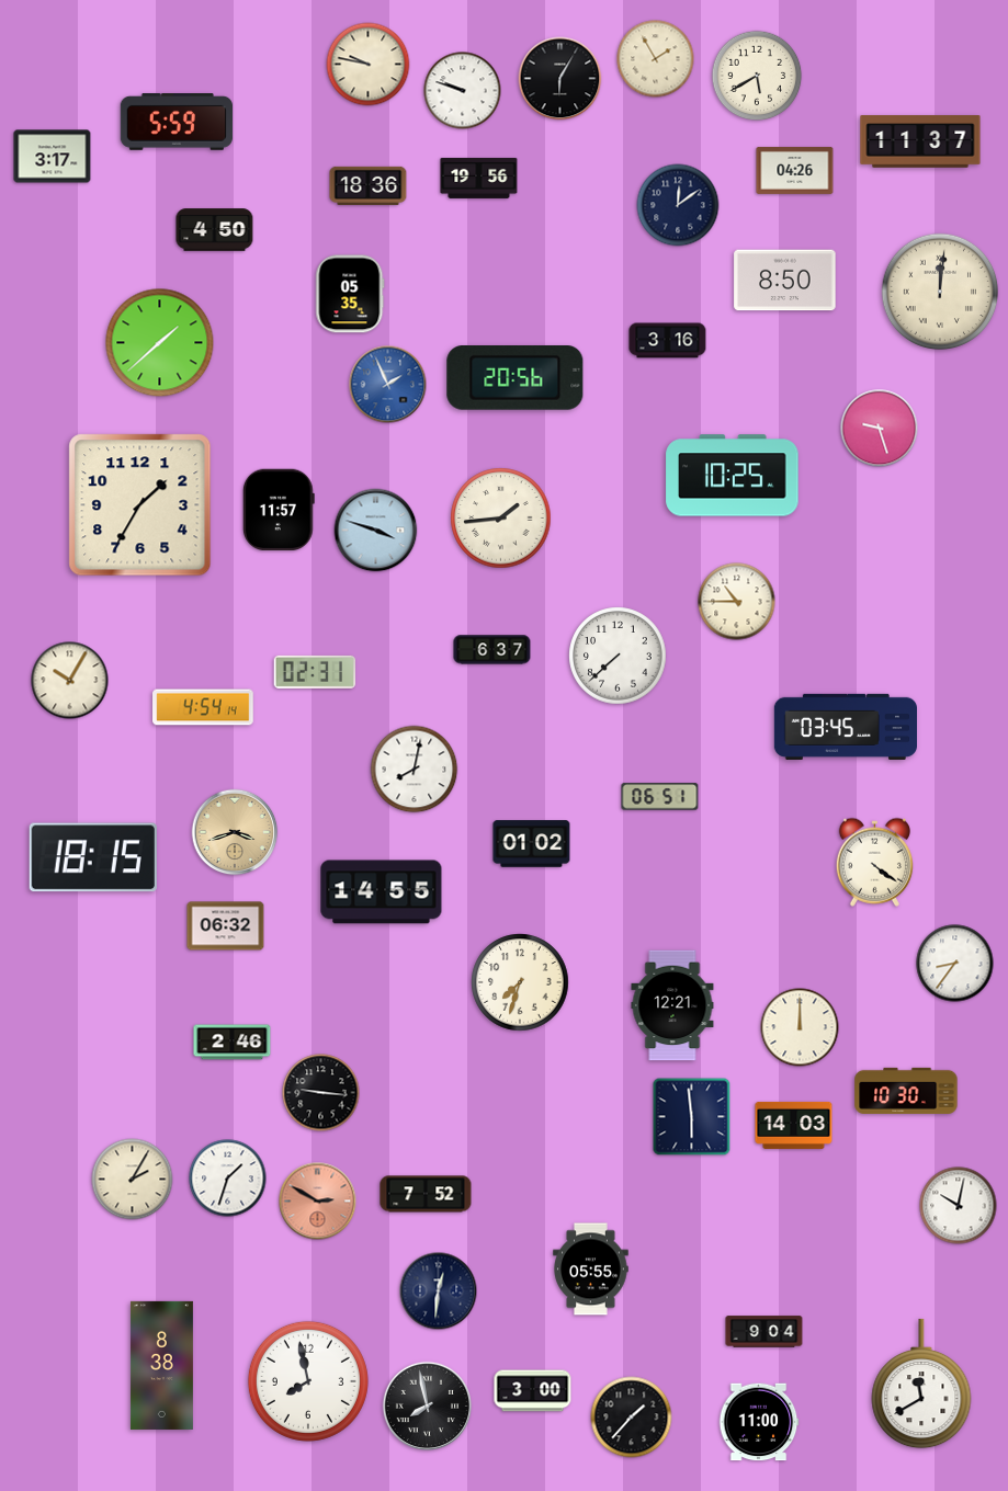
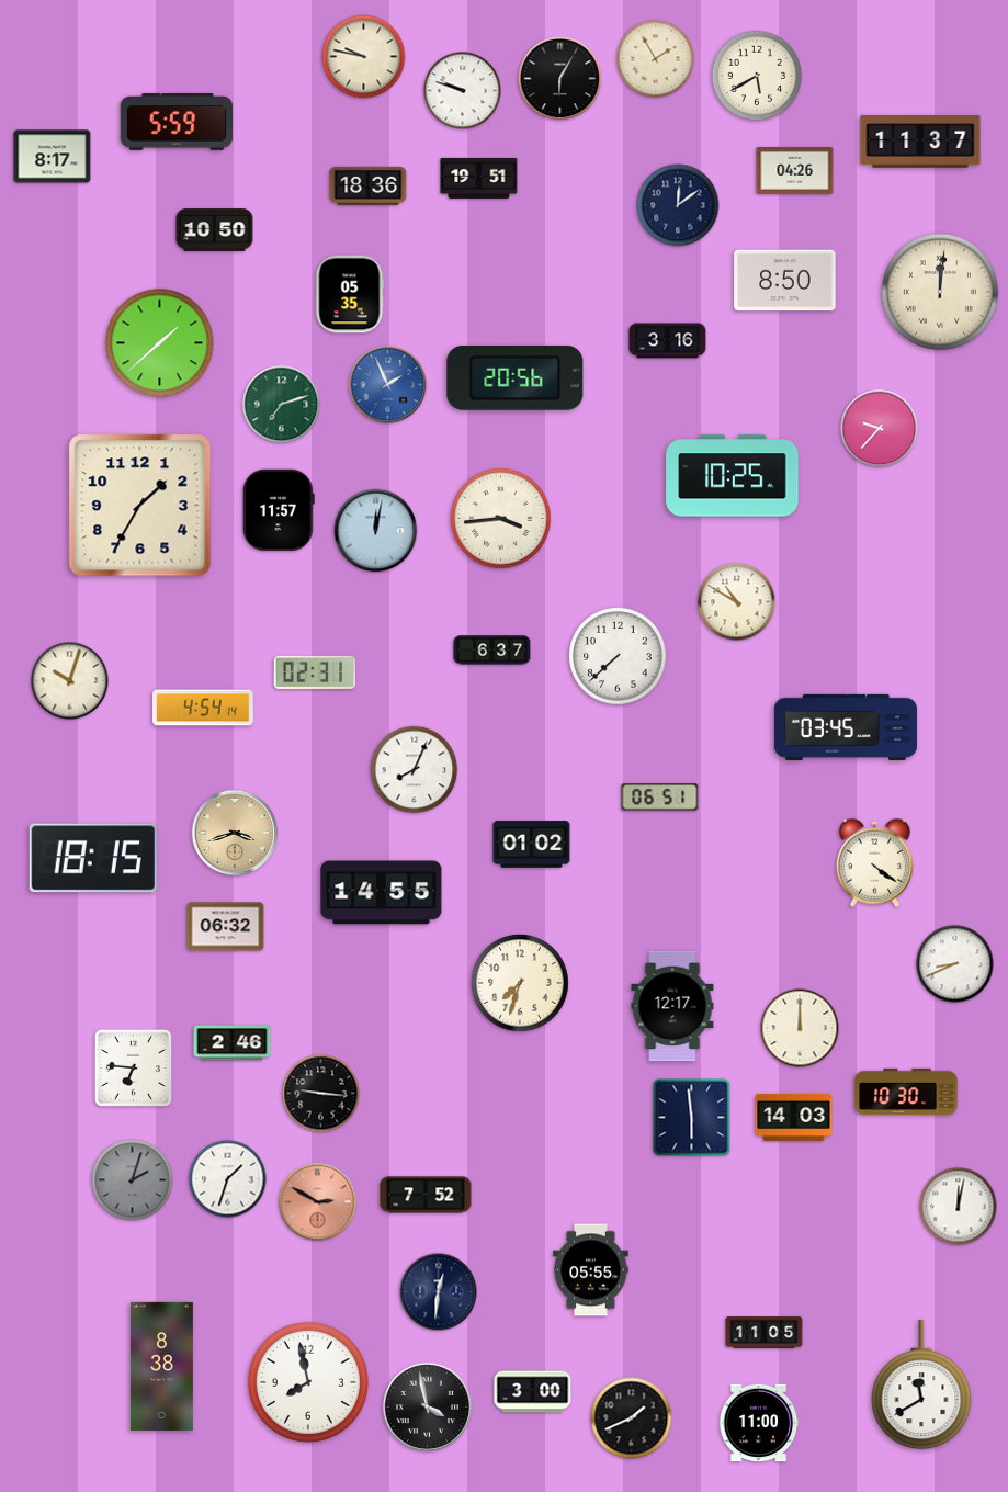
clock at (369, 65) position: (369, 65) -> (364, 57)
clock at (53, 157): 3:17 -> 8:17
clock at (479, 178): 19:56 -> 19:51
clock at (215, 230): 4:50 -> 10:50
clock at (282, 405): none -> 7:12
clock at (880, 429): 9:27 -> 9:37
clock at (501, 519): 1:44 -> 3:44
clock at (376, 531): 3:48 -> 12:02
clock at (737, 602): 10:45 -> 10:50
clock at (70, 681): 10:05 -> 10:03
clock at (415, 770): 8:02 -> 8:04
clock at (955, 964): 8:36 -> 8:41
clock at (672, 1005): 12:21 -> 12:17
clock at (133, 1067): none -> 6:46
clock at (794, 1125) position: (794, 1125) -> (794, 1117)
clock at (133, 1180): 2:05 -> 2:03
clock at (133, 1180) dial: cream -> grey
clock at (959, 1206): 10:02 -> 12:02
clock at (765, 1332): 9:04 -> 11:05
clock at (427, 1405): 7:58 -> 3:58
clock at (632, 1418): 1:37 -> 1:41
